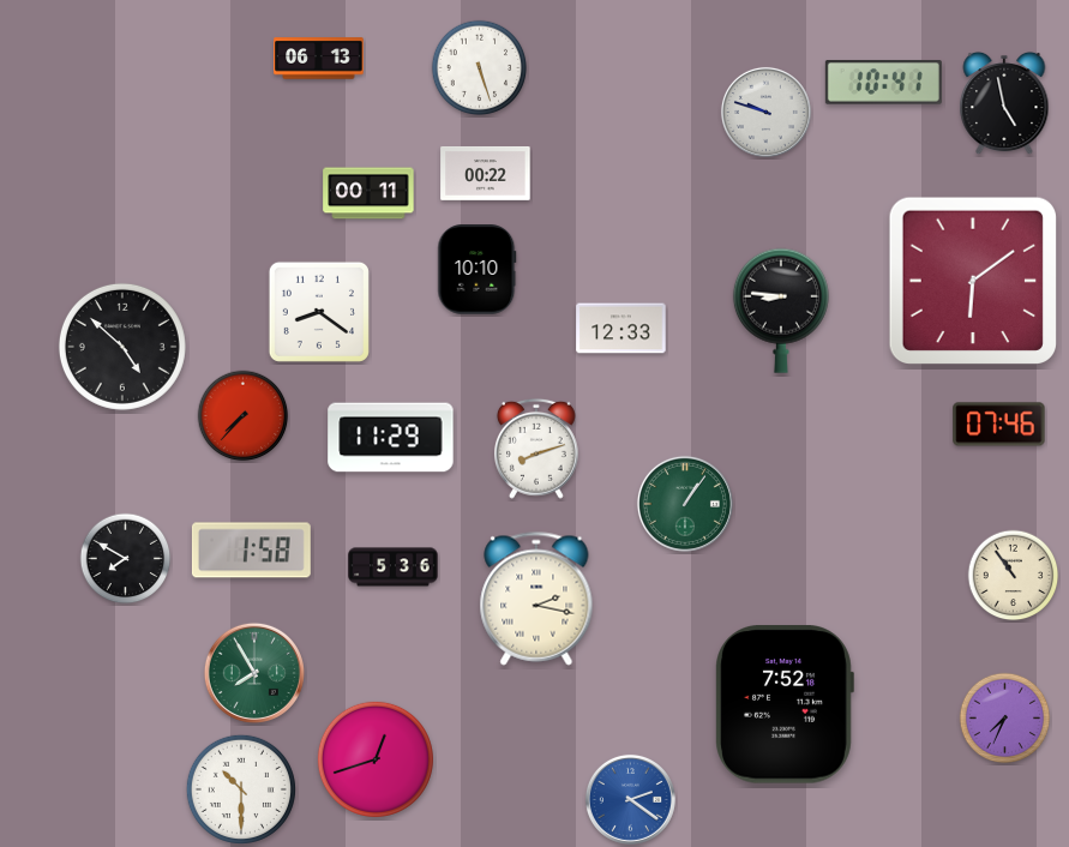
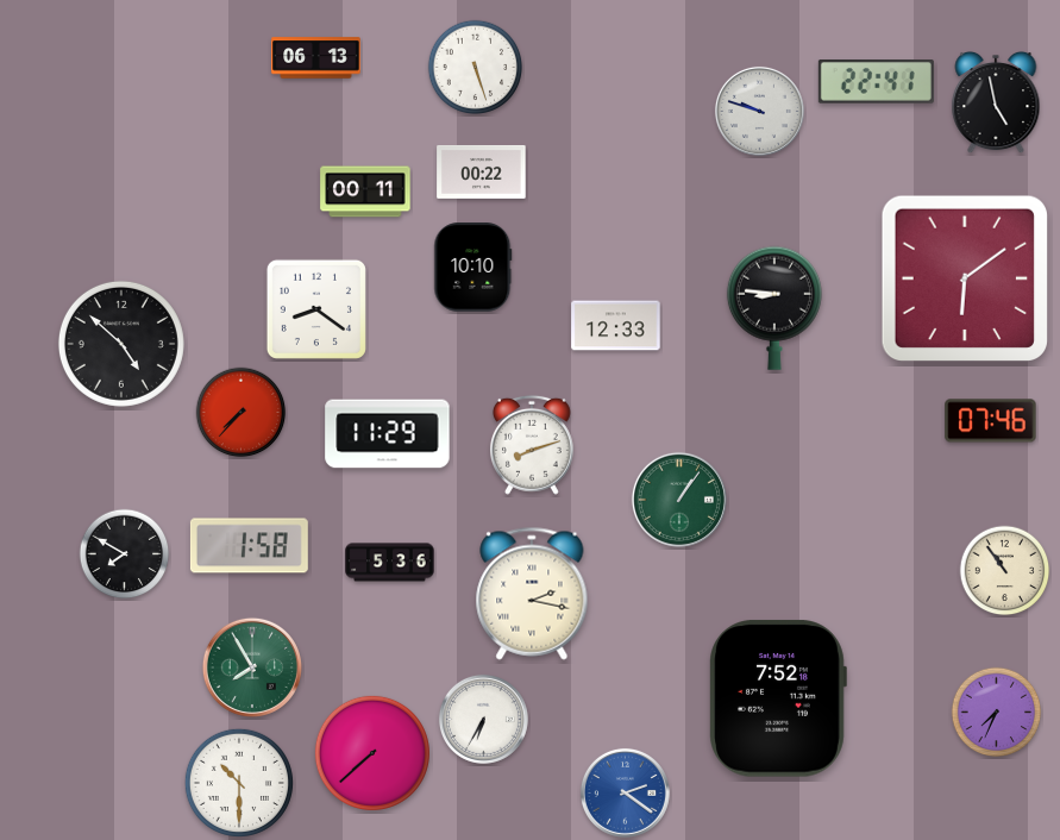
clock at (883, 83): 10:41 -> 22:41
clock at (483, 719): none -> 6:35
clock at (376, 759): 12:42 -> 7:38
